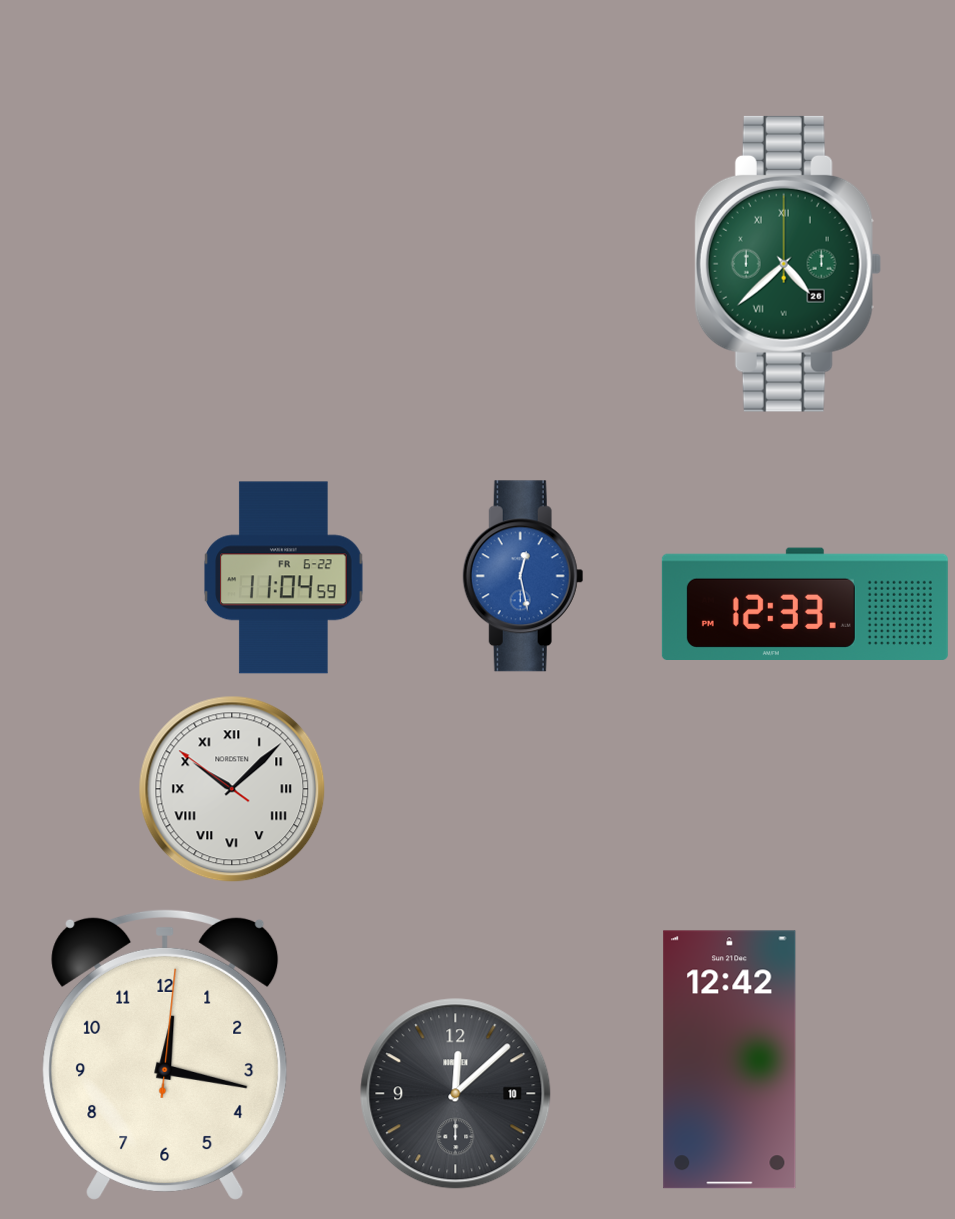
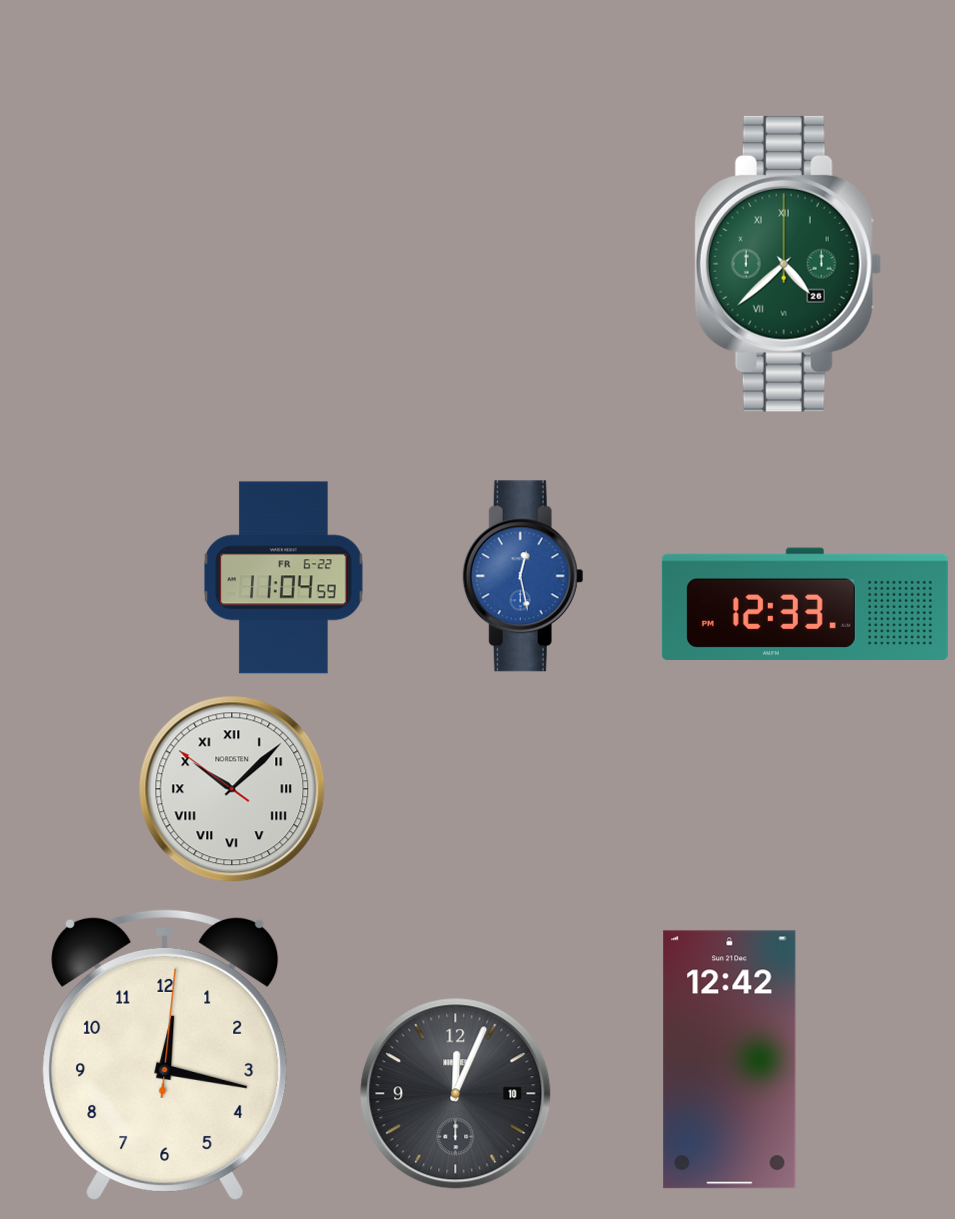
clock at (456, 1094): 12:08 -> 12:04
